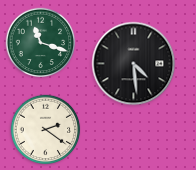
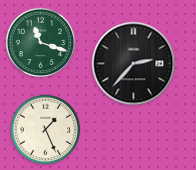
clock at (134, 64): 4:29 -> 2:37
clock at (46, 130): 2:21 -> 1:26
